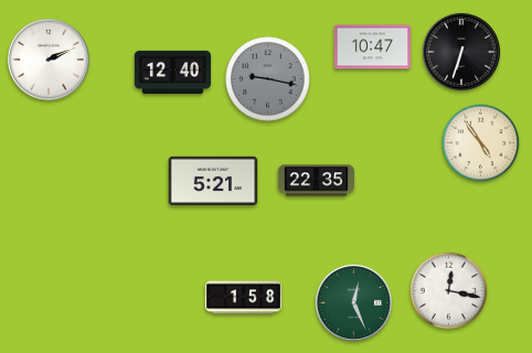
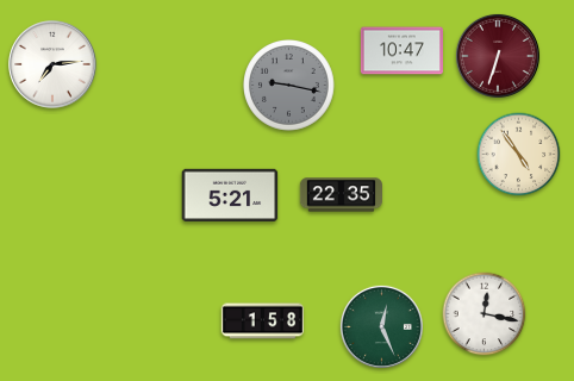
clock at (461, 52) dial: black -> burgundy
clock at (49, 60): 2:11 -> 7:14
clock at (172, 72): 12:40 -> none
